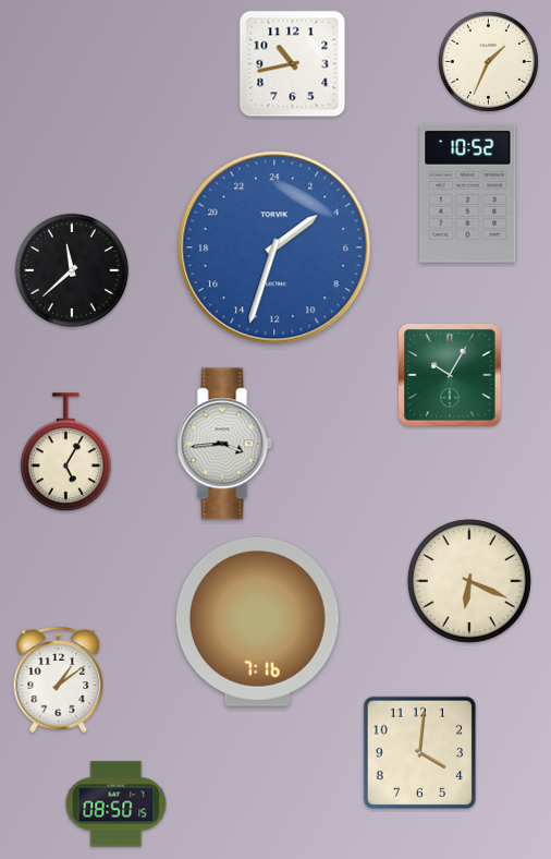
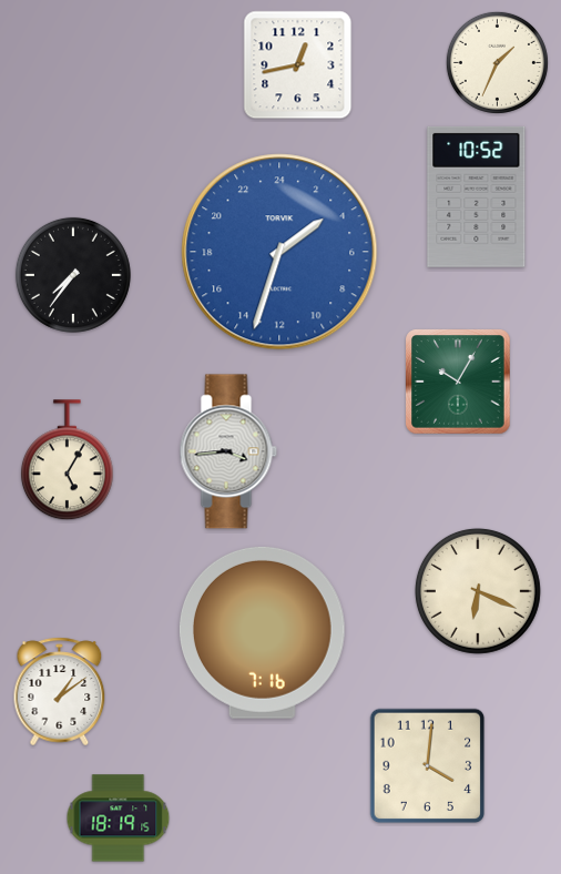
clock at (293, 64): 10:43 -> 12:43
clock at (72, 270): 11:38 -> 7:36
clock at (117, 804): 08:50 -> 18:19
